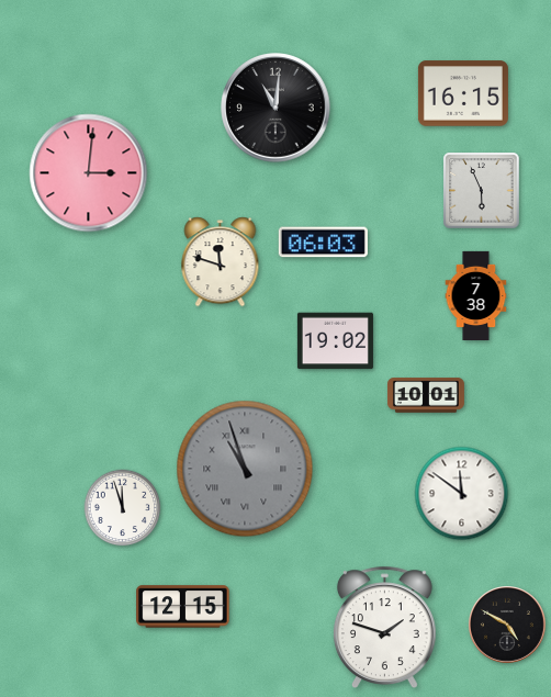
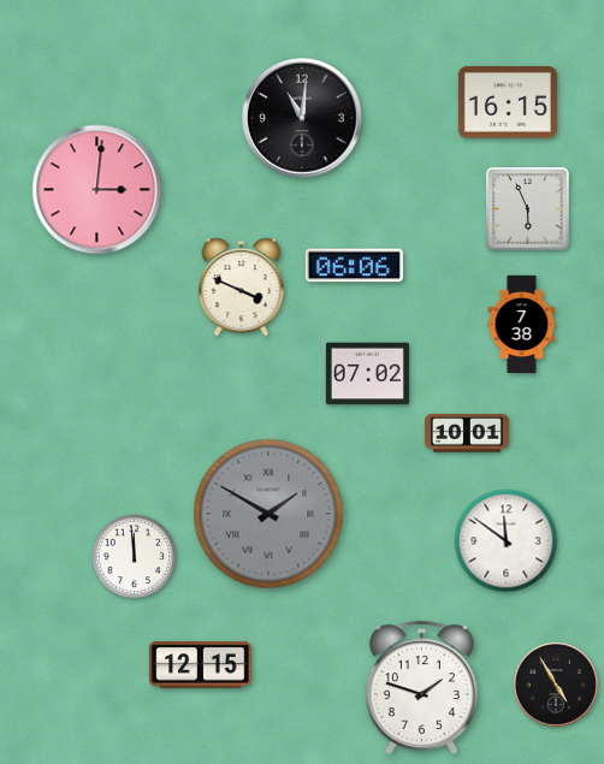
clock at (323, 243): 06:03 -> 06:06
clock at (221, 262): 11:48 -> 3:49
clock at (335, 341): 19:02 -> 07:02
clock at (245, 469): 10:57 -> 1:50
clock at (123, 508): 11:57 -> 11:59
clock at (508, 626): 4:50 -> 4:55
